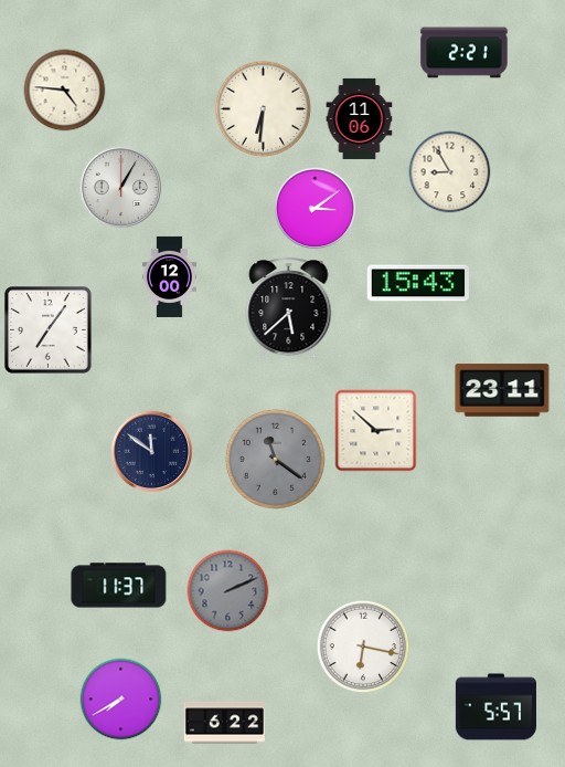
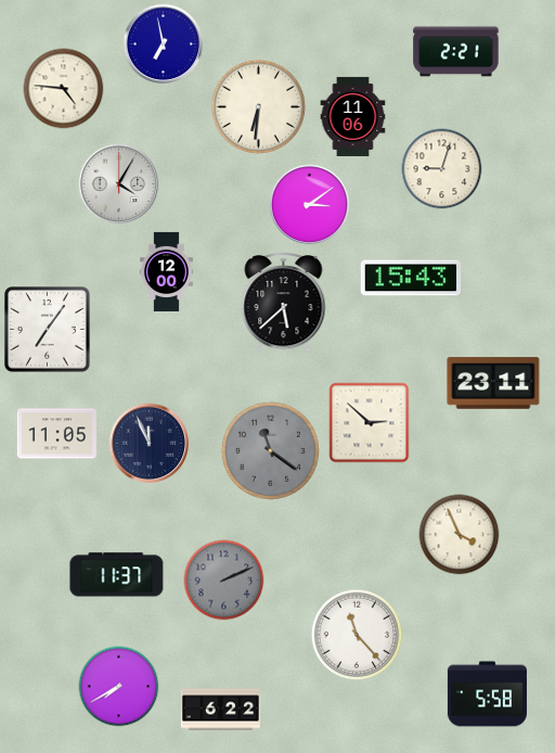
clock at (164, 44): none -> 6:58
clock at (450, 172): 8:55 -> 9:03
clock at (121, 188): 1:05 -> 4:05
clock at (49, 330) position: (49, 330) -> (48, 330)
clock at (56, 434): none -> 11:05
clock at (152, 452): 11:51 -> 11:56
clock at (460, 535): none -> 3:56
clock at (363, 647): 6:17 -> 11:23
clock at (495, 707): 5:57 -> 5:58
